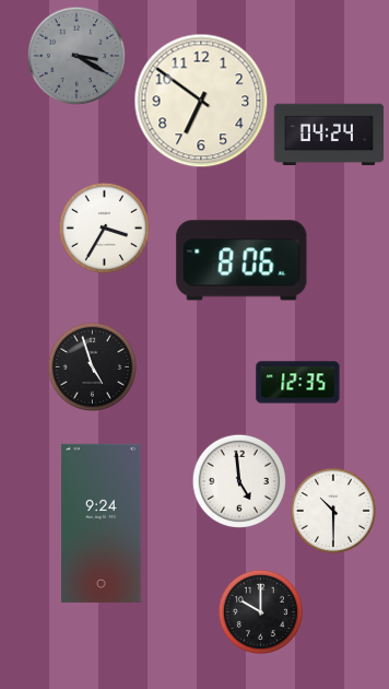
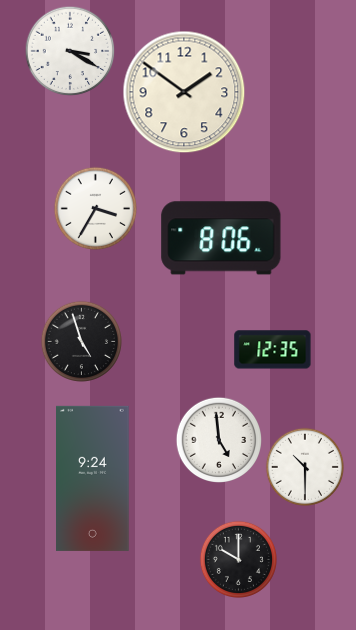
clock at (76, 56) dial: grey -> white
clock at (201, 101): 6:51 -> 1:51
clock at (328, 135): 04:24 -> none
clock at (92, 366) position: (92, 366) -> (81, 341)
